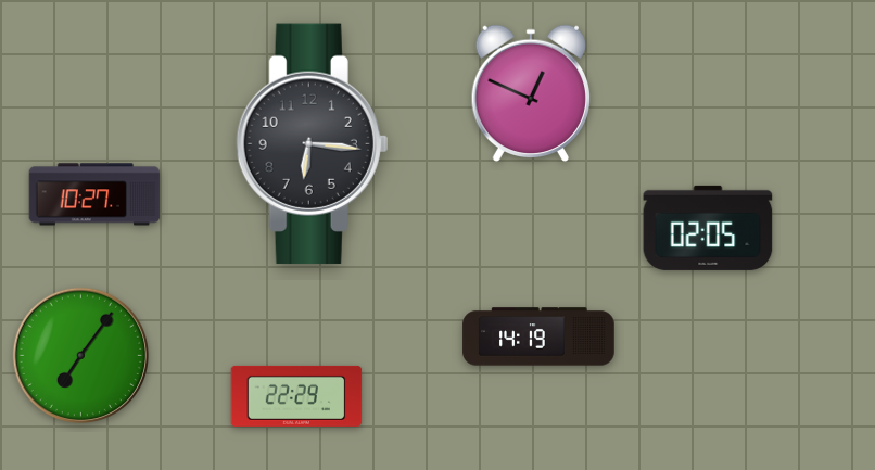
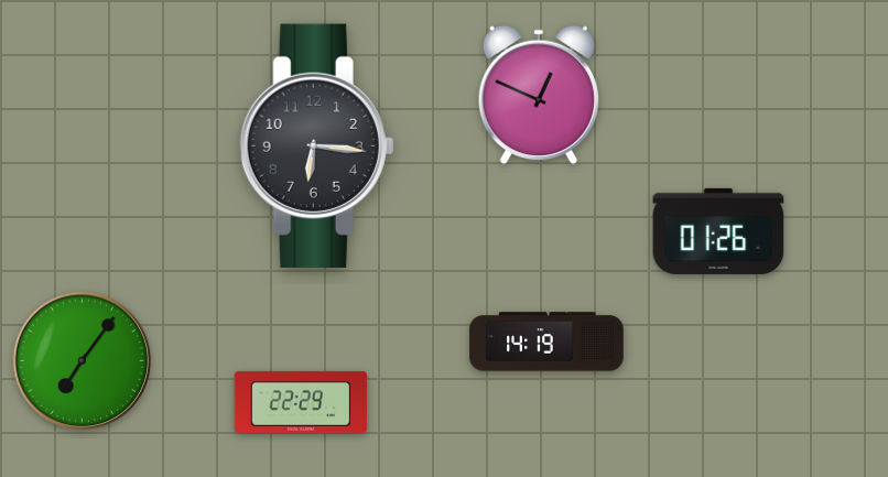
clock at (94, 194): 10:27 -> none
clock at (708, 228): 02:05 -> 01:26
